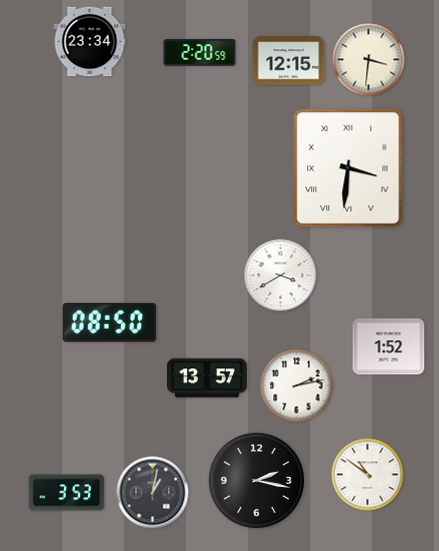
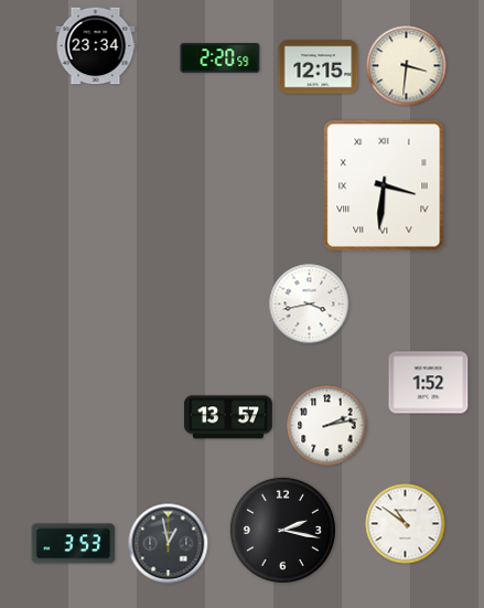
clock at (90, 42) position: (90, 42) -> (96, 46)
clock at (281, 276): 3:40 -> 3:43
clock at (110, 322): 08:50 -> none
clock at (153, 493): 1:02 -> 12:58
